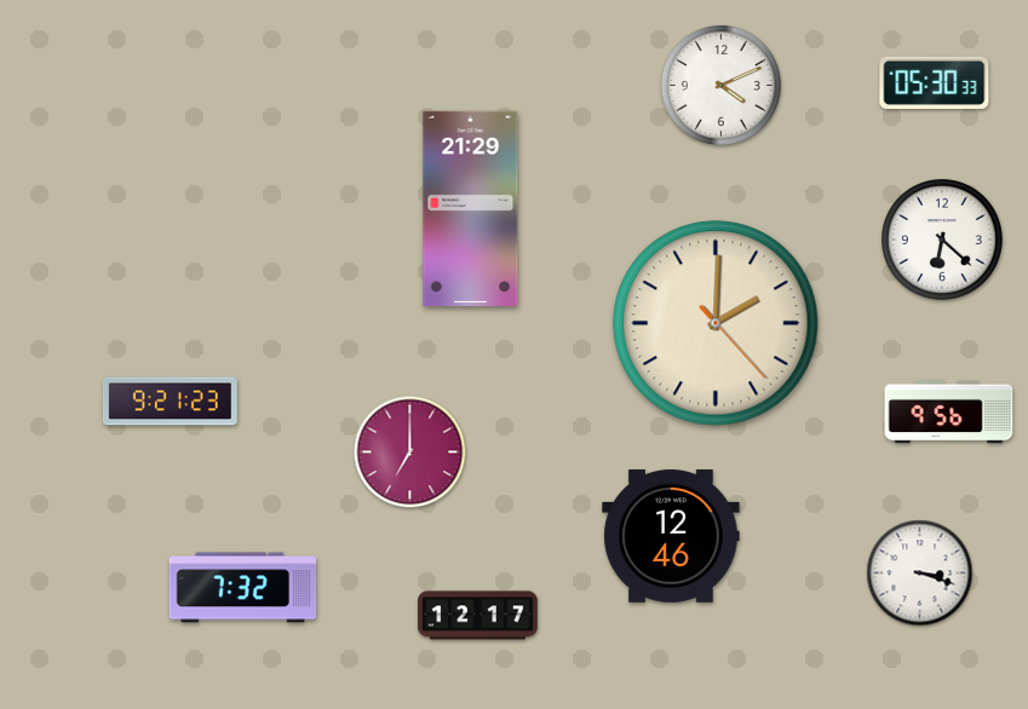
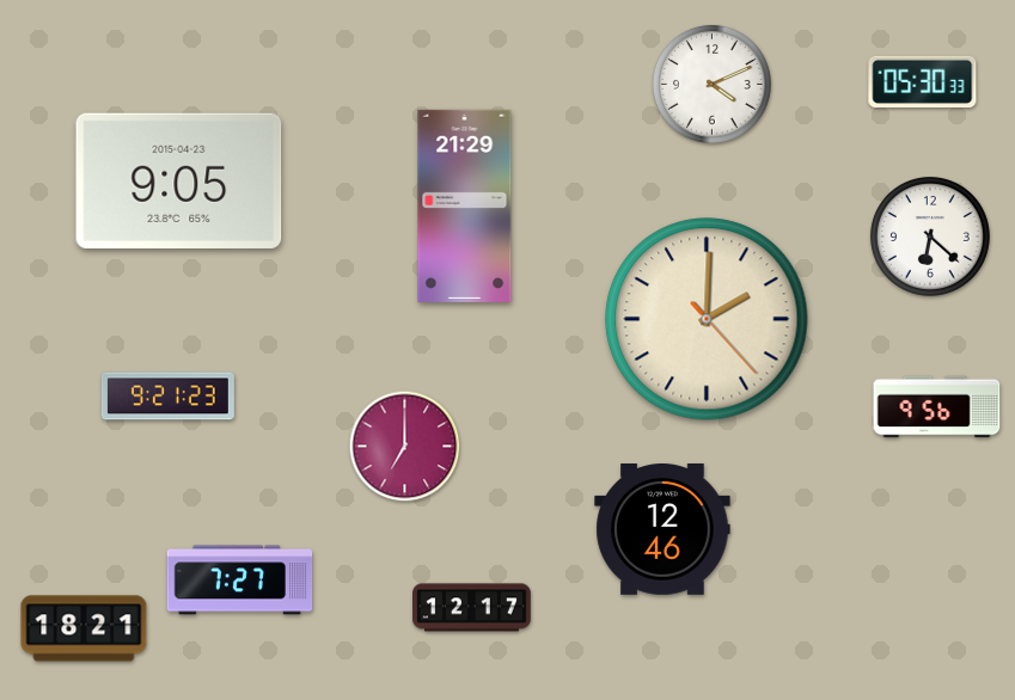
clock at (179, 180): none -> 9:05
clock at (920, 573): 3:18 -> none
clock at (243, 588): 7:32 -> 7:27
clock at (84, 628): none -> 18:21
